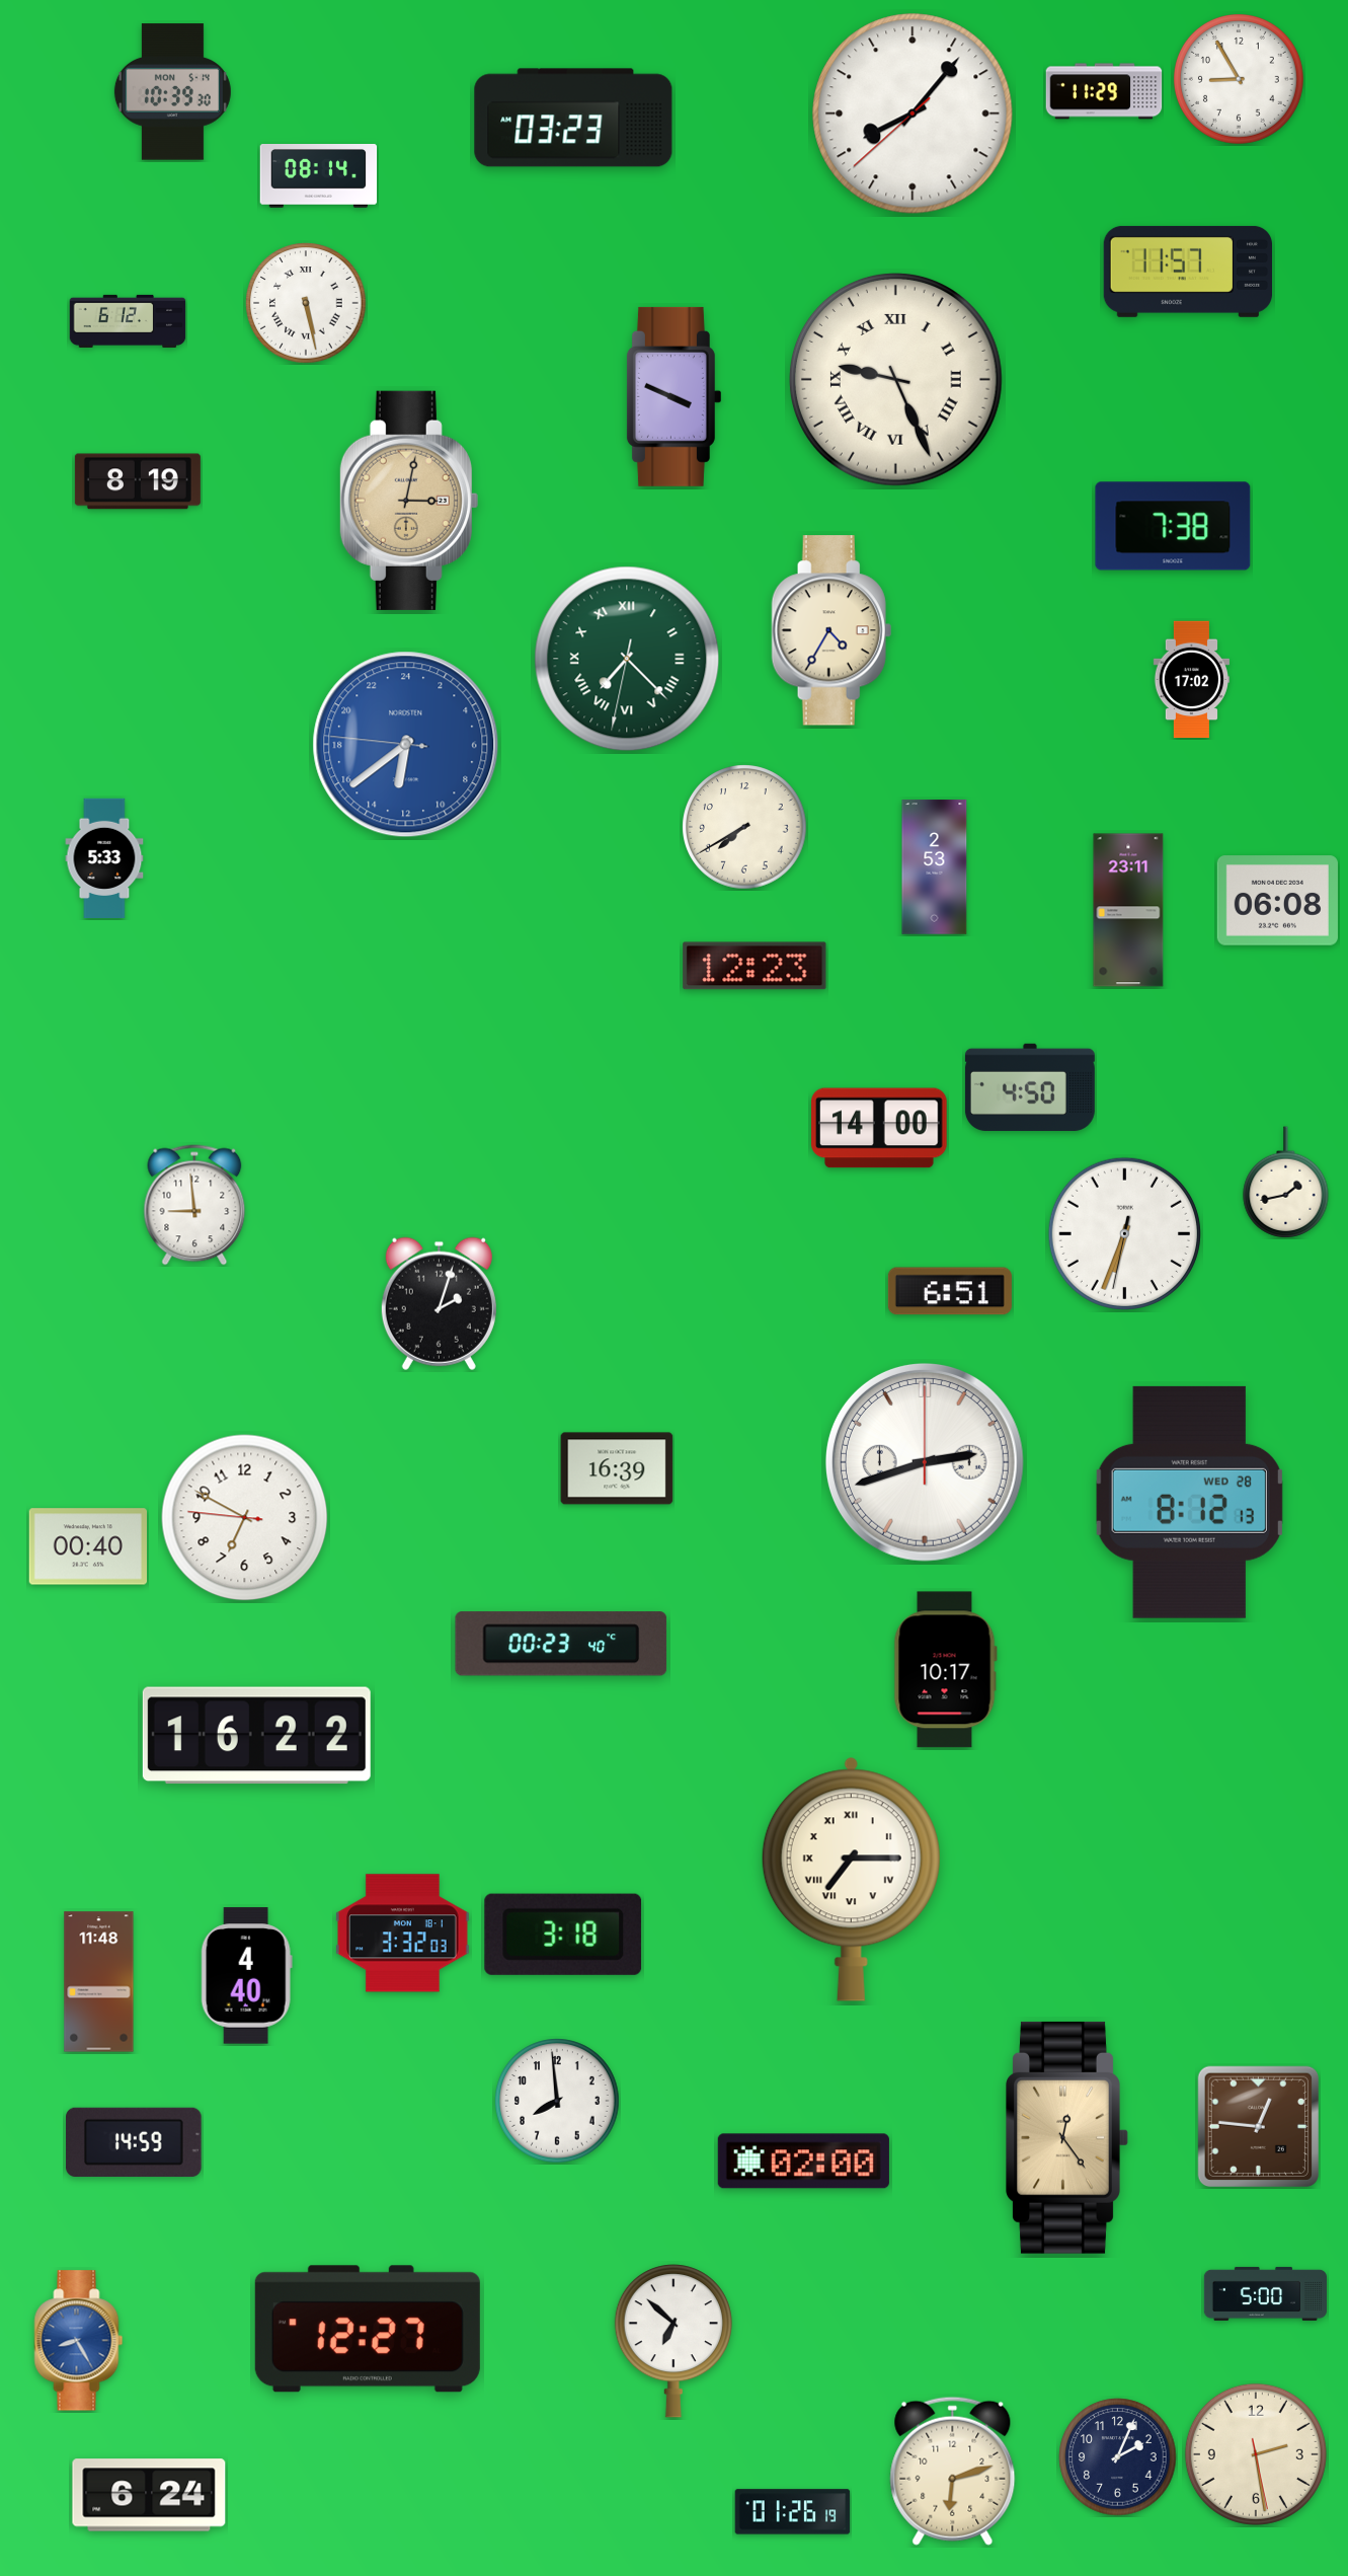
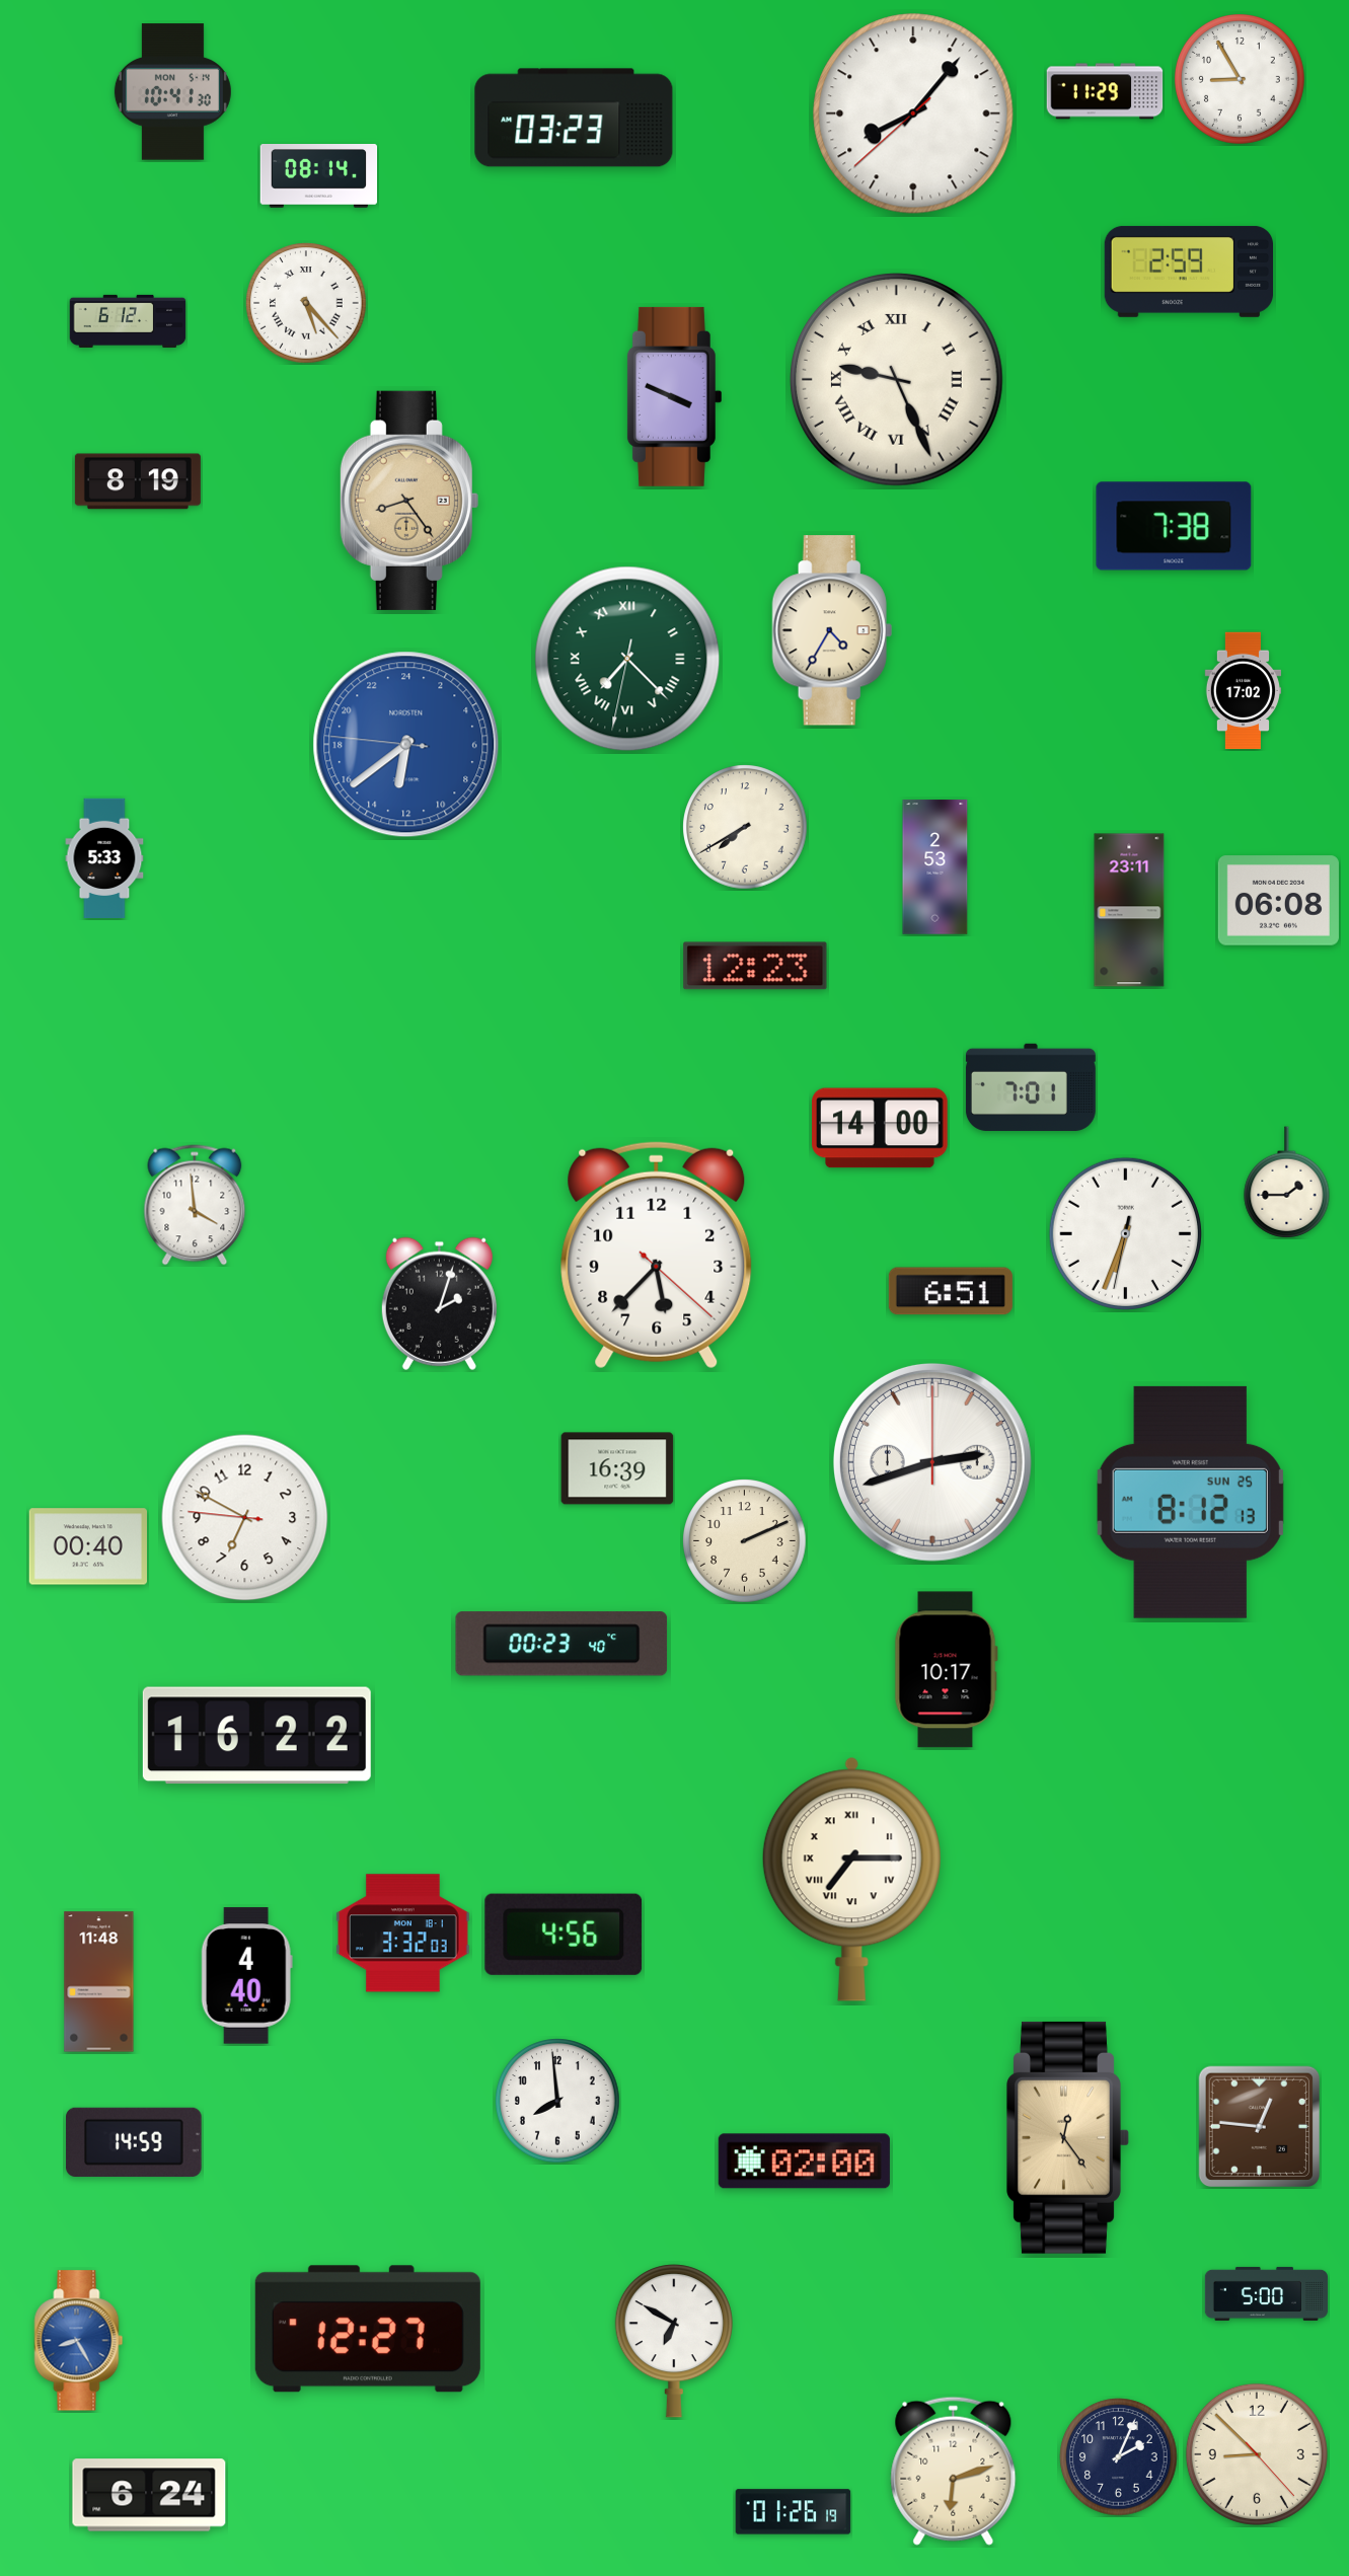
clock at (172, 92): 10:39 -> 10:41
clock at (1187, 272): 11:57 -> 2:59
clock at (306, 303): 5:28 -> 5:23
clock at (409, 501): 3:02 -> 8:24
clock at (1191, 680) position: (1191, 680) -> (1243, 691)
clock at (1030, 1087): 4:50 -> 7:01
clock at (1286, 1183): 1:43 -> 1:45
clock at (194, 1205): 8:59 -> 3:59
clock at (657, 1256): none -> 5:37
clock at (925, 1462) position: (925, 1462) -> (932, 1462)
clock at (1189, 1502) date: WED 28 -> SUN 25
clock at (745, 1541): none -> 2:11
clock at (563, 1935): 3:18 -> 4:56
clock at (673, 2341): 6:52 -> 6:50
clock at (1256, 2454): 2:28 -> 8:52
